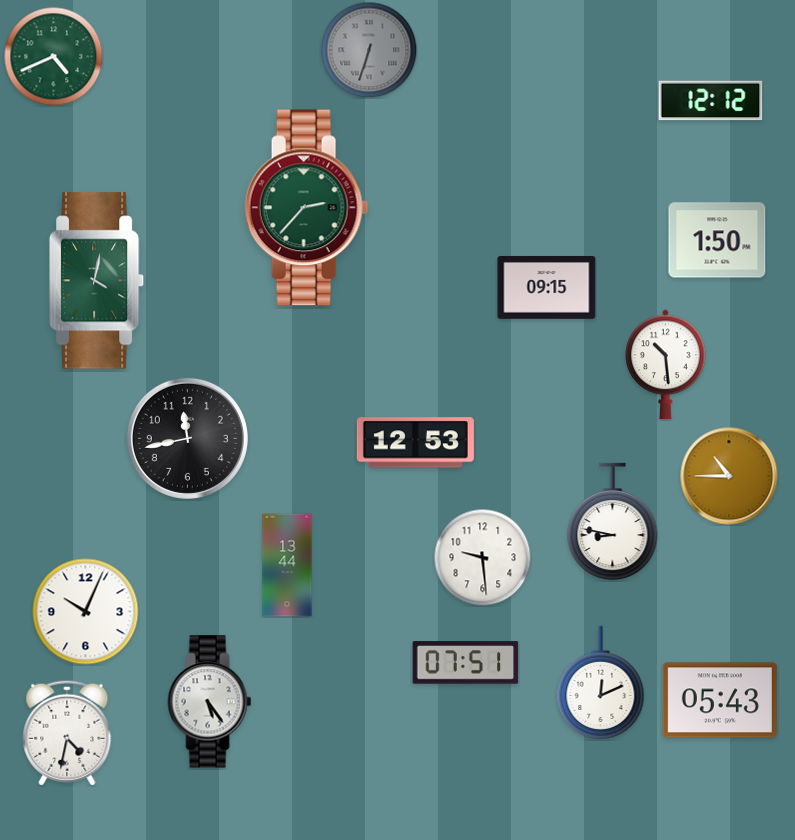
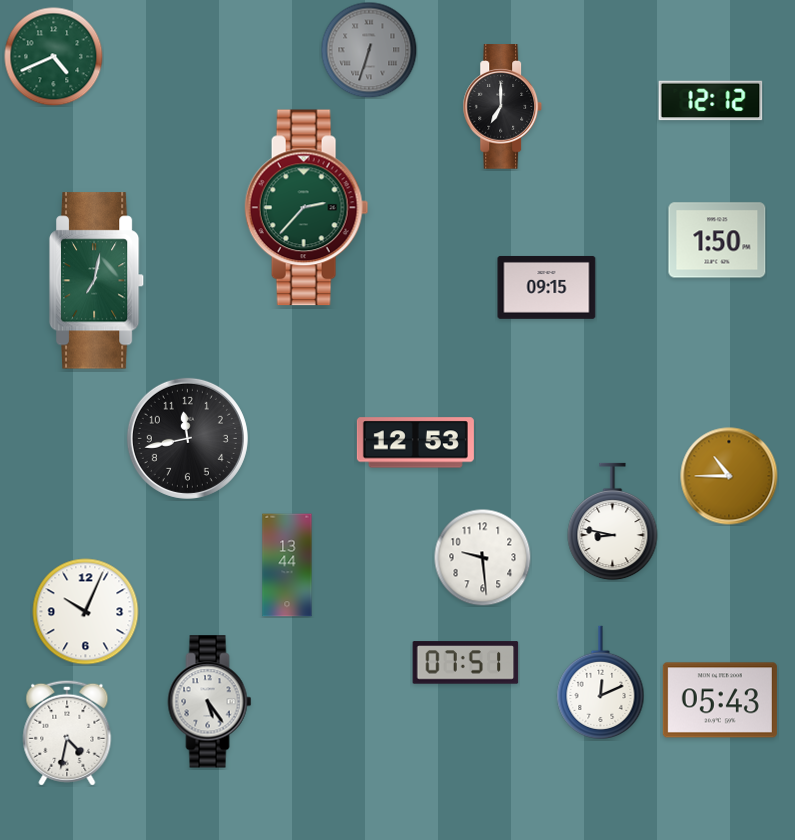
clock at (503, 107): none -> 7:00
clock at (97, 281): 4:02 -> 7:02
clock at (666, 365): 10:29 -> none
